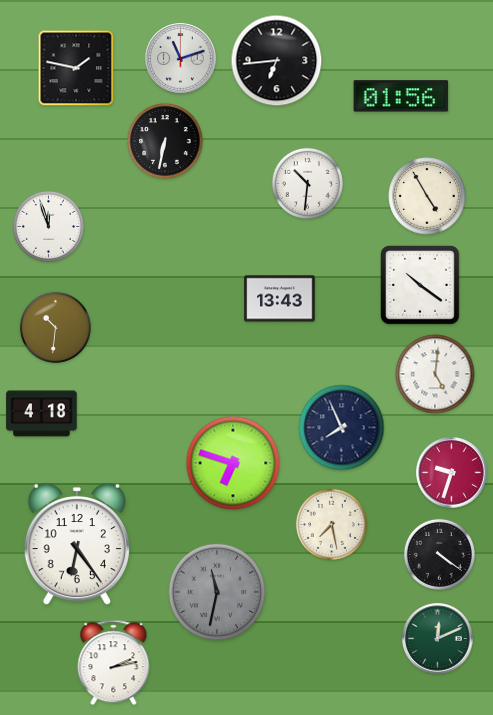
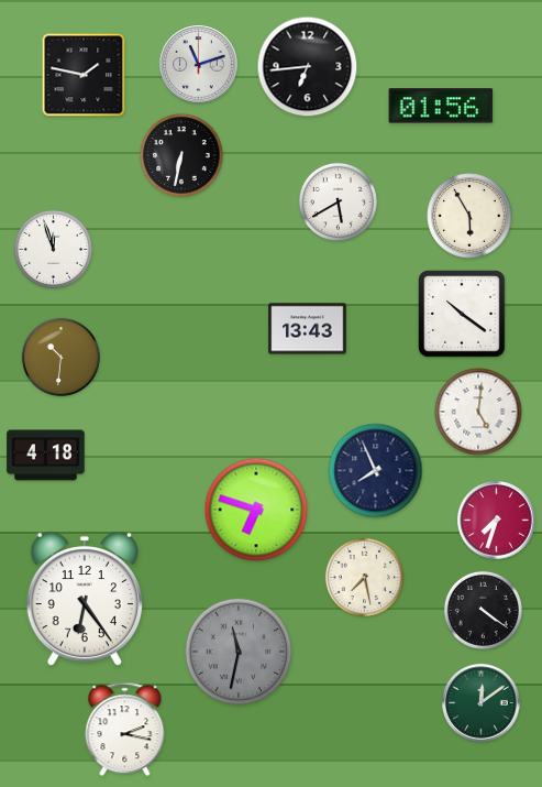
clock at (277, 61) position: (277, 61) -> (308, 67)
clock at (307, 183): 10:31 -> 5:40
clock at (427, 196): 4:55 -> 5:55
clock at (55, 327) position: (55, 327) -> (60, 357)
clock at (452, 473): 9:33 -> 7:33
clock at (438, 639): 12:11 -> 12:09
clock at (114, 663): 2:13 -> 2:17
